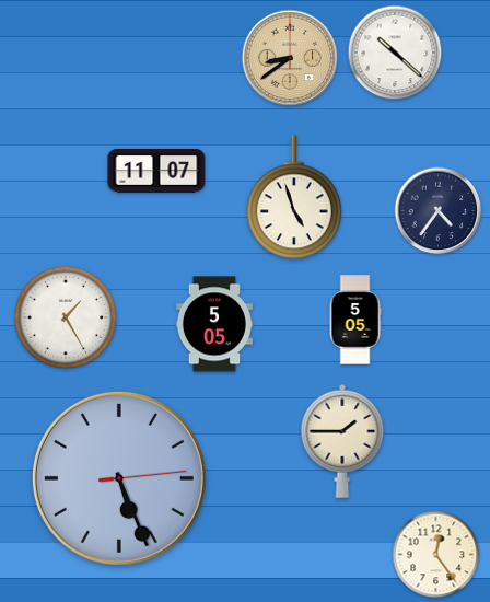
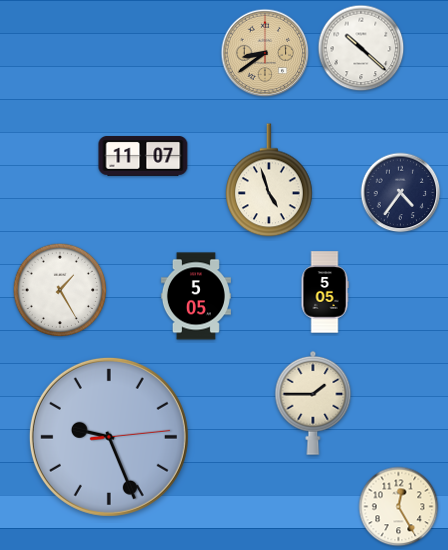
clock at (119, 478): 5:26 -> 9:26
clock at (436, 555): 12:24 -> 12:25
